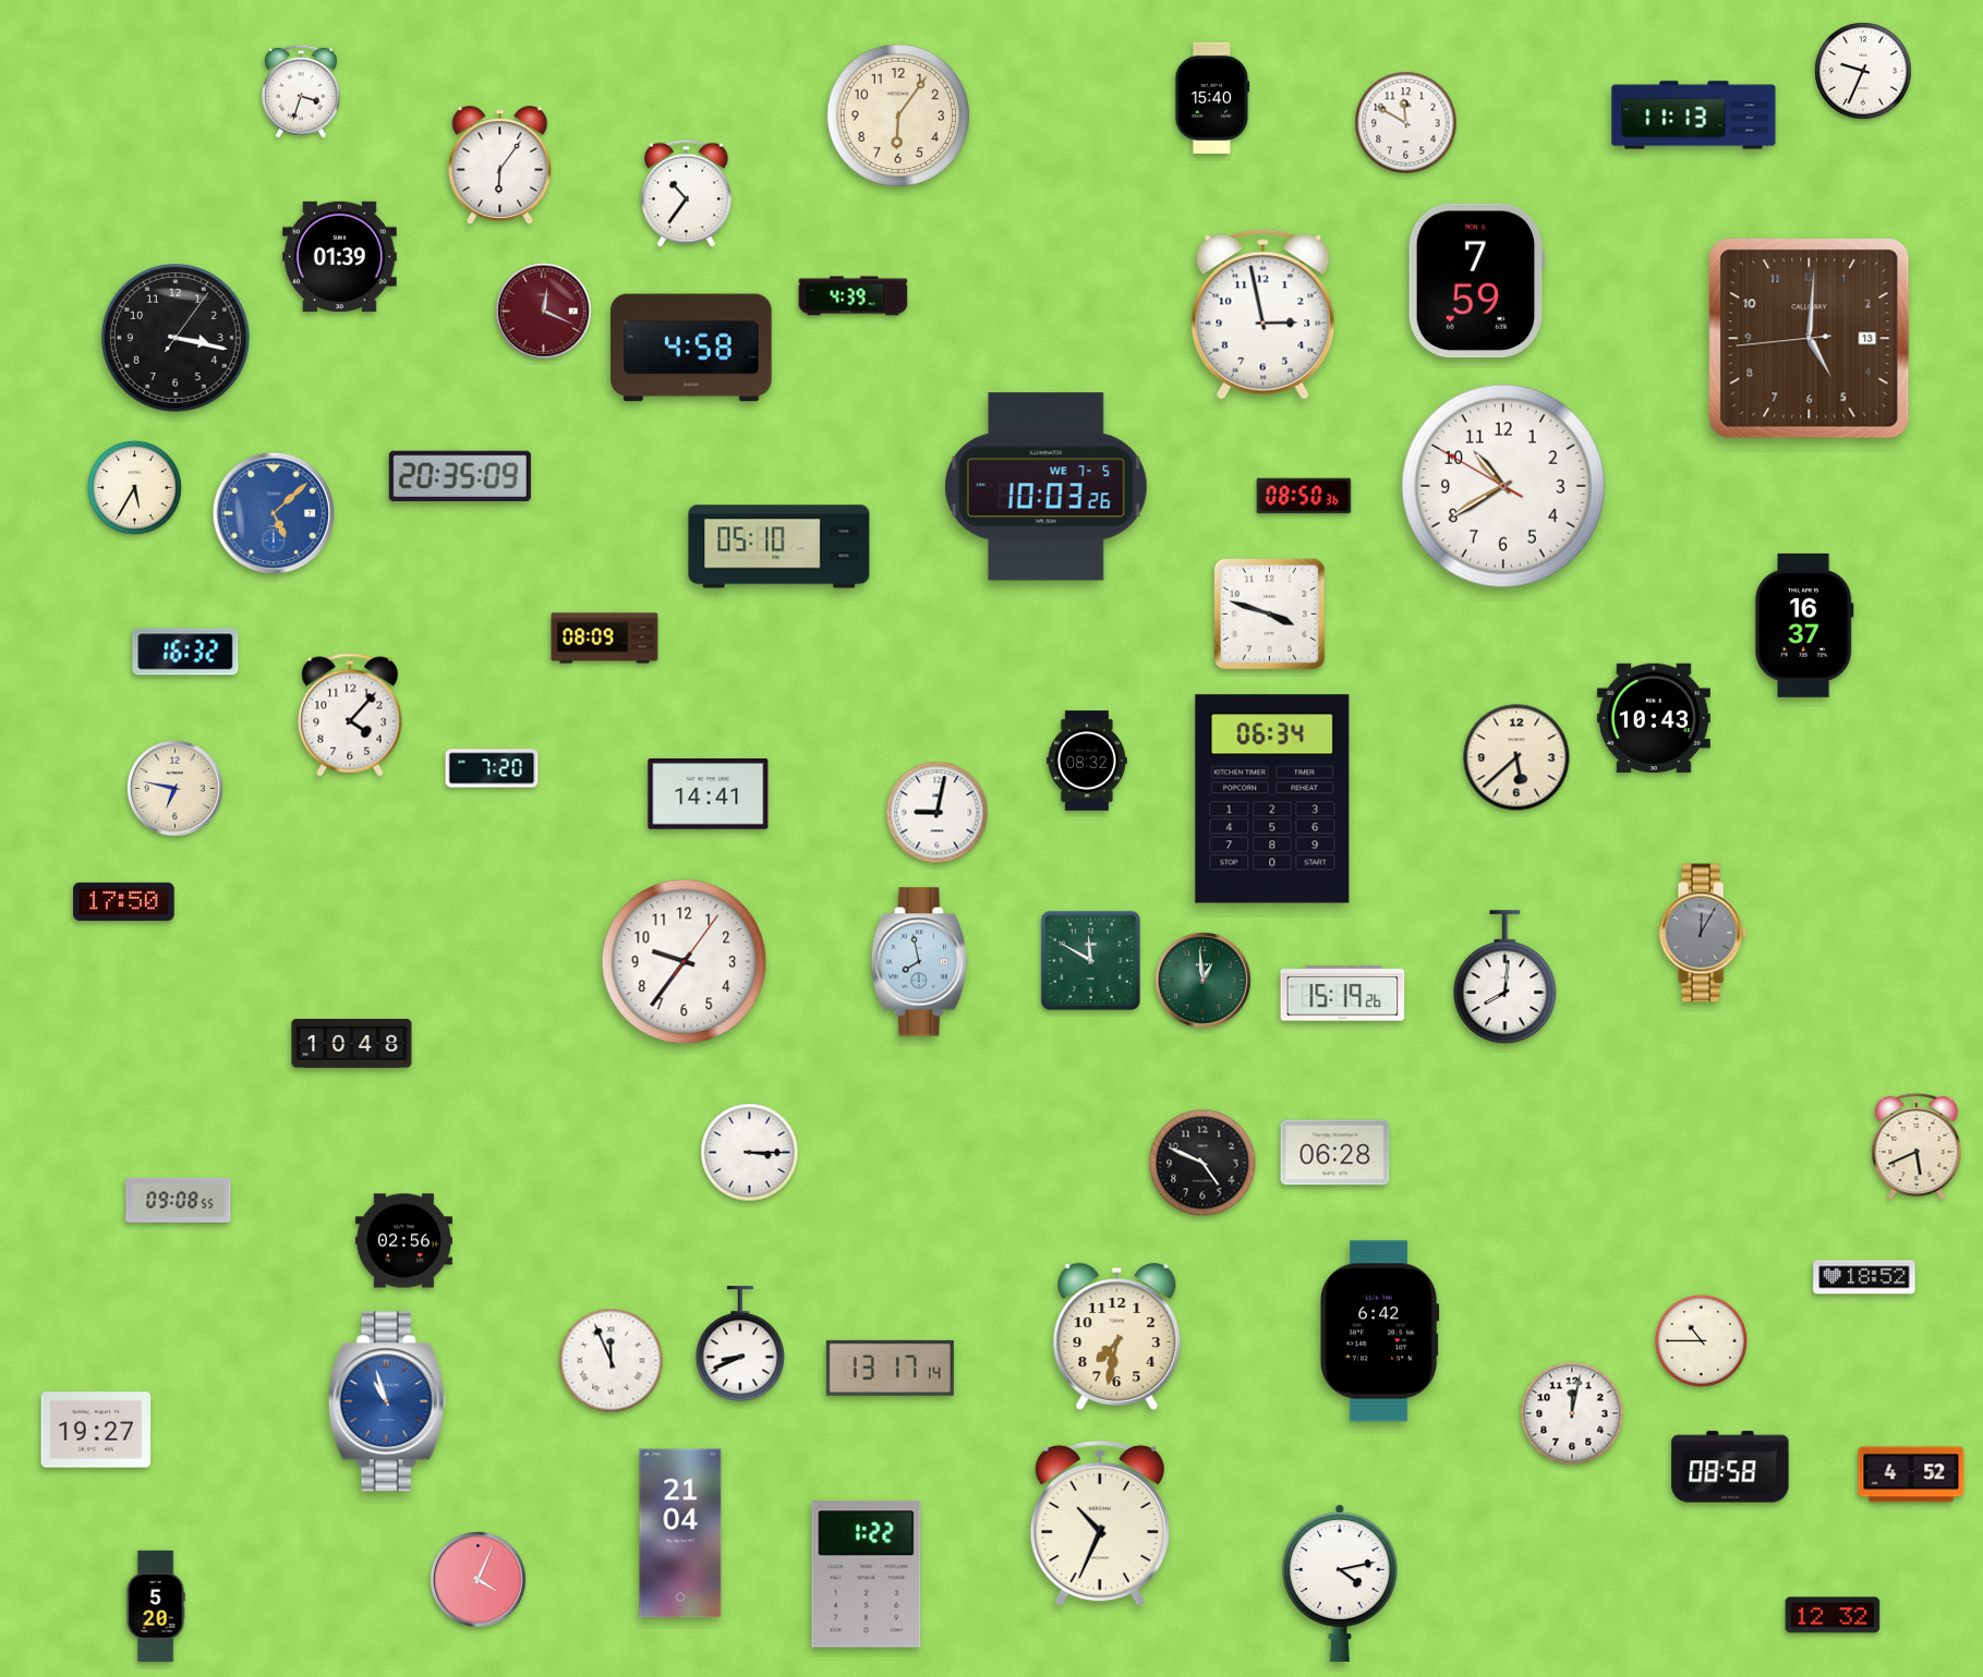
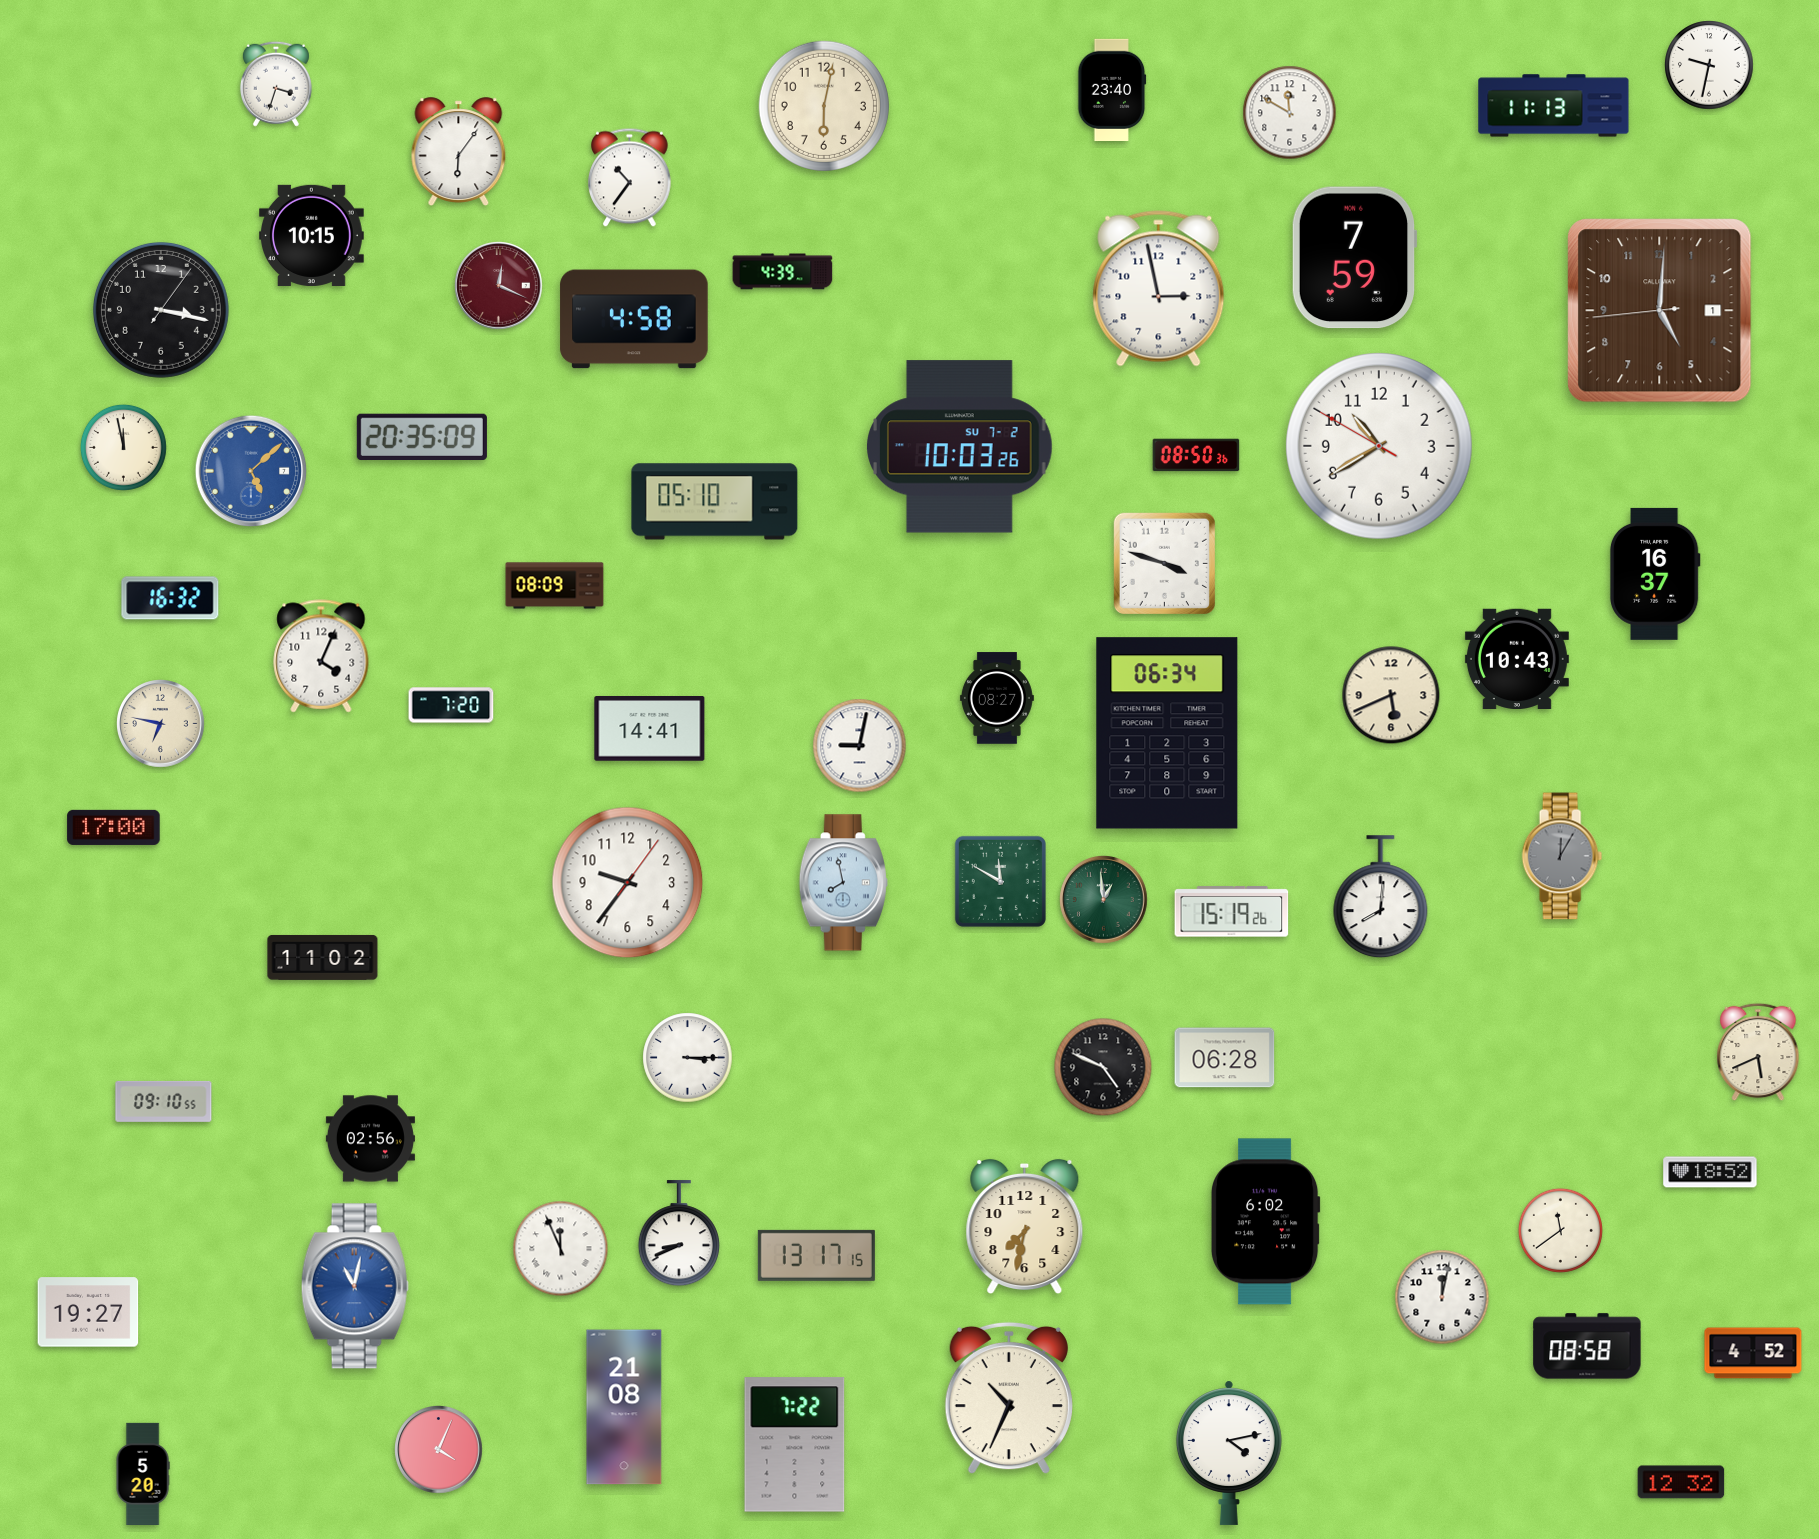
clock at (1863, 71): 9:34 -> 9:32
clock at (1212, 97): 15:40 -> 23:40
clock at (898, 116): 6:06 -> 6:02
clock at (340, 256): 01:39 -> 10:15
clock at (1810, 339) date: 13 -> 1
clock at (134, 487): 5:35 -> 11:58
clock at (1047, 487) date: WE 7-5 -> SU 7-2
clock at (350, 715): 4:07 -> 4:04
clock at (1516, 757): 5:38 -> 5:41
clock at (1087, 761): 08:32 -> 08:27
clock at (124, 901): 17:50 -> 17:00
clock at (352, 1043): 10:48 -> 11:02
clock at (179, 1200): 09:08 -> 09:10
clock at (1379, 1332): 6:42 -> 6:02
clock at (1701, 1340): 10:45 -> 11:39
clock at (890, 1368): 13:17:14 -> 13:17:15
clock at (387, 1401): 10:57 -> 11:02
clock at (680, 1533): 21:04 -> 21:08
clock at (867, 1575): 1:22 -> 7:22
